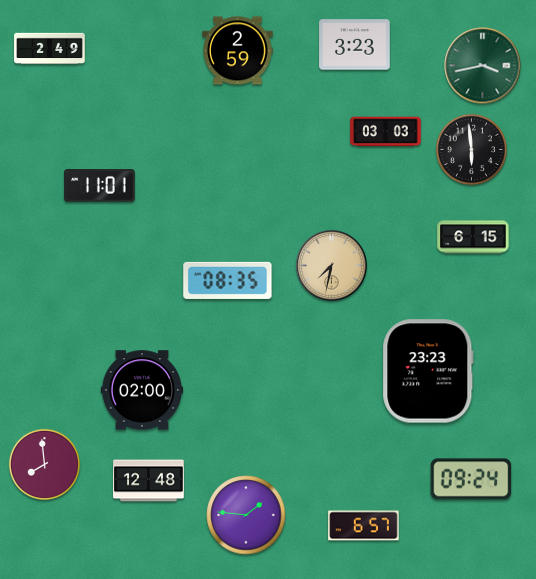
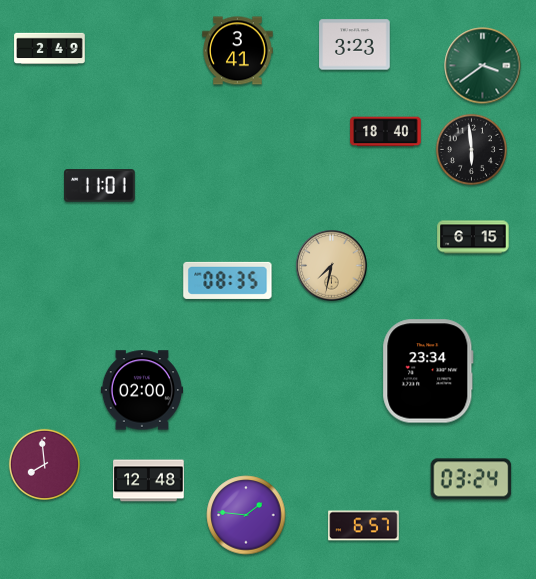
clock at (238, 51): 2:59 -> 3:41
clock at (483, 66): 3:43 -> 3:39
clock at (386, 132): 03:03 -> 18:40
clock at (428, 371): 23:23 -> 23:34
clock at (471, 479): 09:24 -> 03:24
